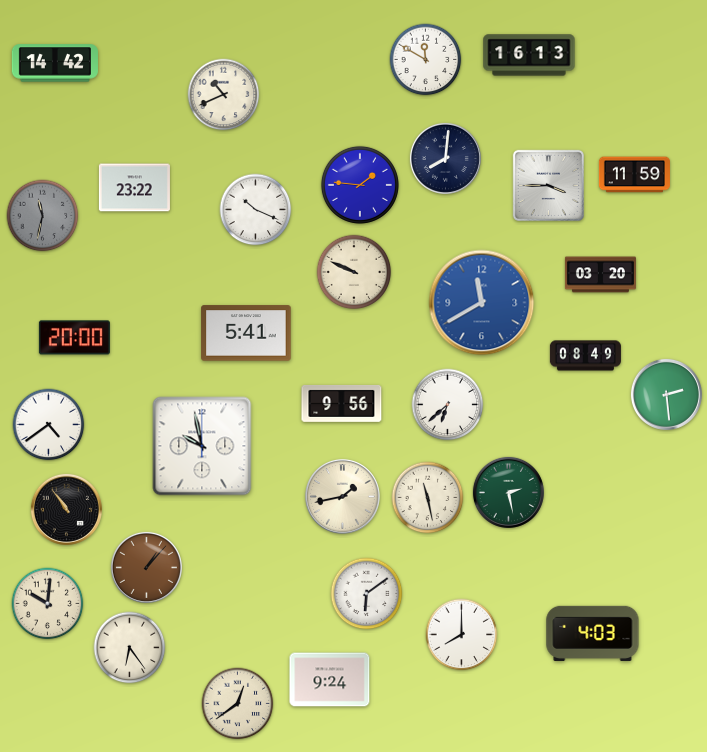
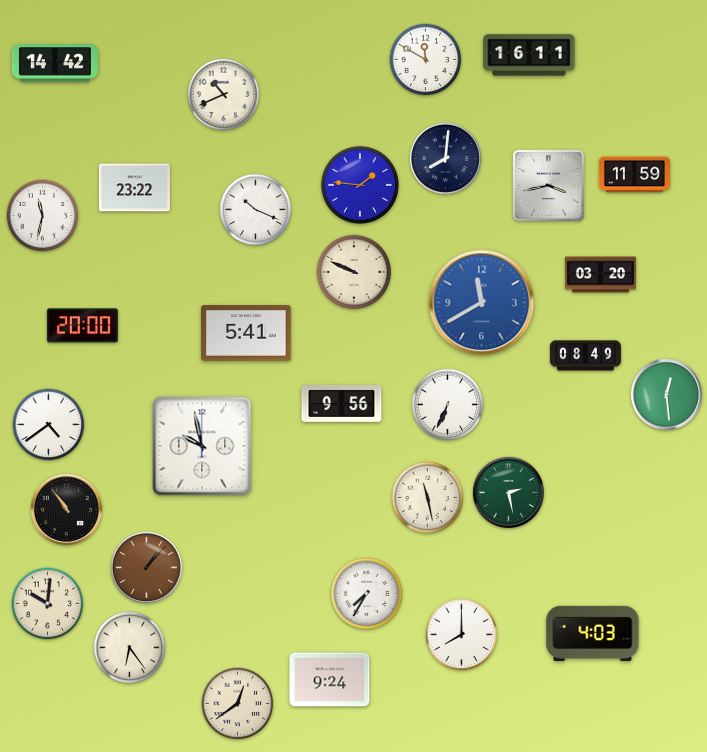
clock at (529, 55): 16:13 -> 16:11
clock at (548, 185): 3:45 -> 3:43
clock at (43, 216) dial: grey -> white
clock at (74, 338) position: (74, 338) -> (82, 326)
clock at (666, 394): 2:29 -> 12:29
clock at (448, 405): 6:38 -> 6:34
clock at (342, 496): 1:43 -> none
clock at (367, 594): 6:09 -> 7:35
